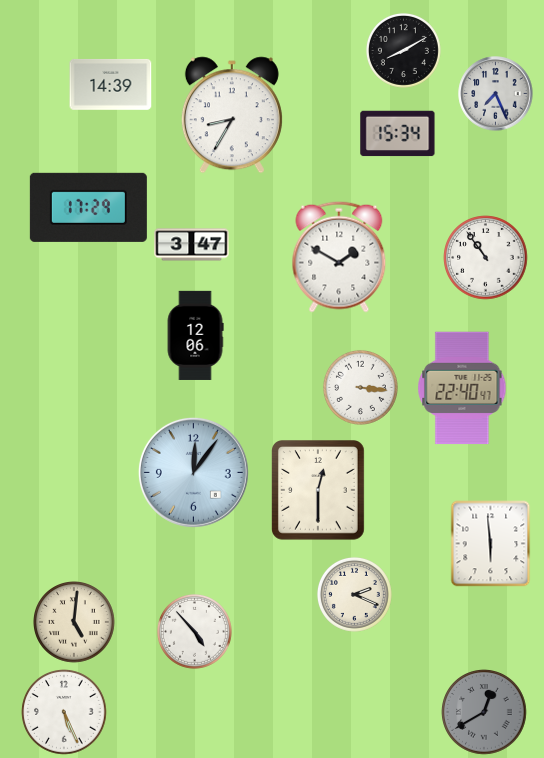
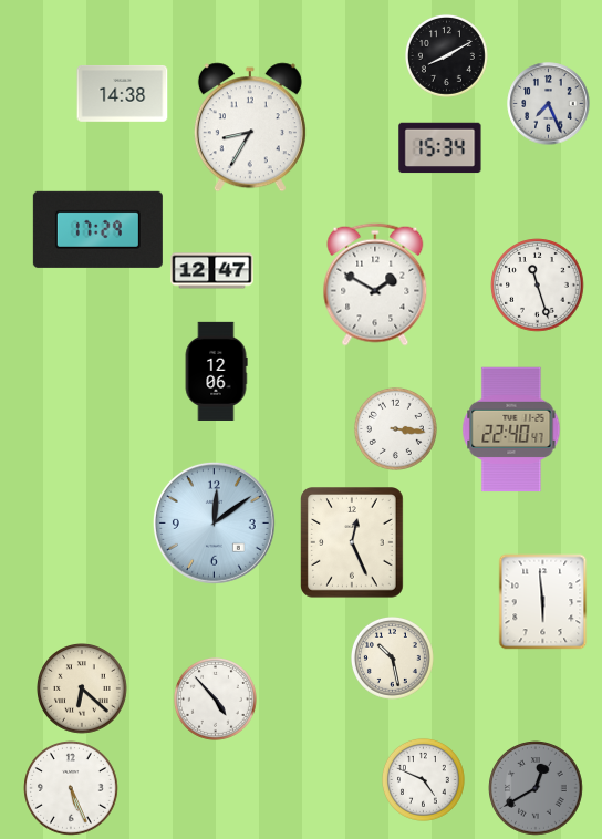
clock at (111, 84): 14:39 -> 14:38
clock at (232, 115) position: (232, 115) -> (250, 127)
clock at (192, 245): 3:47 -> 12:47
clock at (486, 258): 10:54 -> 11:27
clock at (360, 387) position: (360, 387) -> (395, 428)
clock at (193, 472): 12:06 -> 12:09
clock at (319, 491): 12:30 -> 12:26
clock at (354, 594): 2:19 -> 10:28
clock at (75, 623): 5:01 -> 6:22
clock at (423, 779): none -> 4:49
